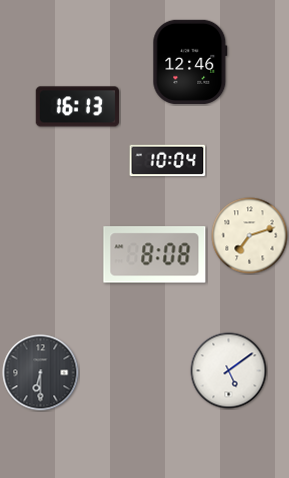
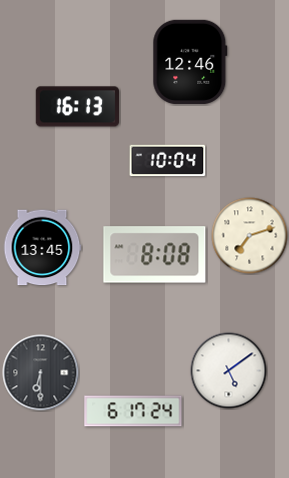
clock at (42, 248): none -> 13:45
clock at (133, 411): none -> 6:17
